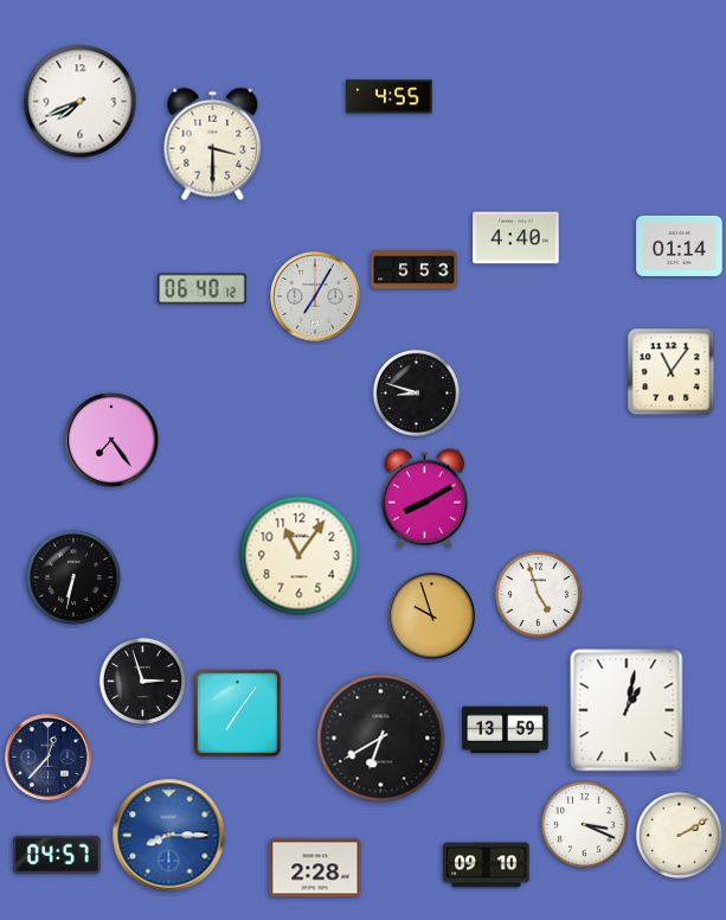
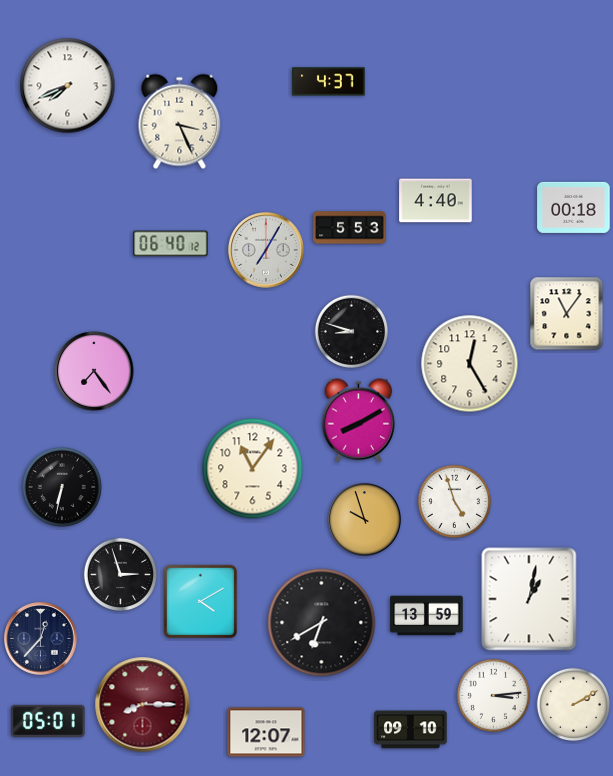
clock at (390, 97): 4:55 -> 4:37
clock at (213, 145): 3:30 -> 3:26
clock at (680, 245): 01:14 -> 00:18
clock at (470, 364): none -> 12:25
clock at (238, 714): 7:06 -> 4:10
clock at (584, 824): 3:19 -> 3:14
clock at (169, 836) dial: blue -> burgundy
clock at (57, 855): 04:57 -> 05:01
clock at (315, 868): 2:28 -> 12:07
